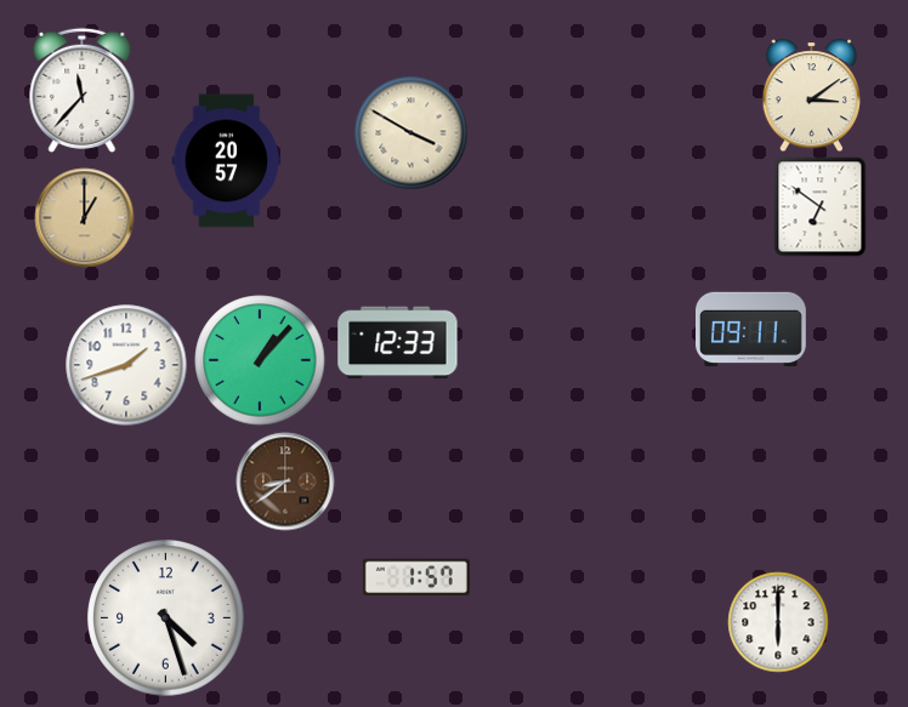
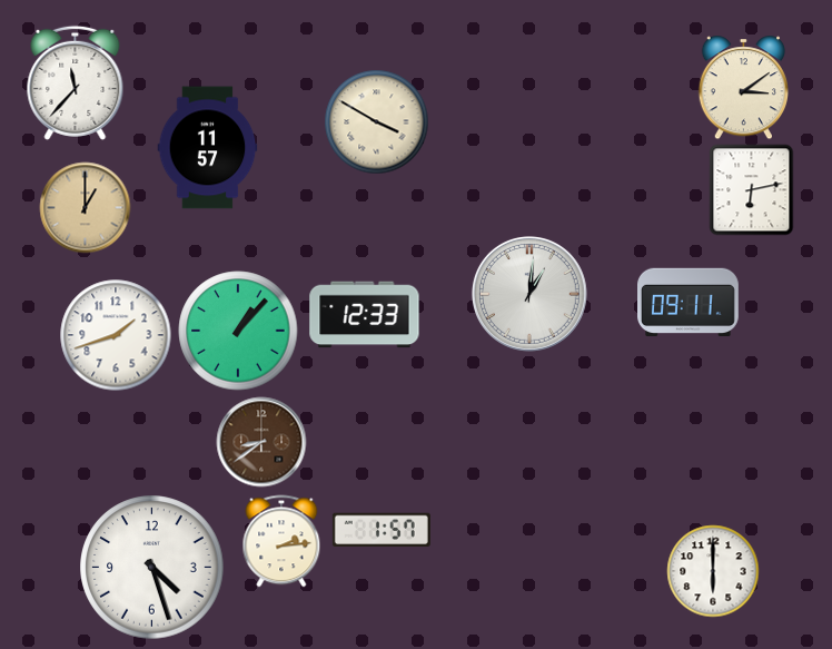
clock at (227, 161): 20:57 -> 11:57
clock at (821, 207): 6:51 -> 6:13
clock at (85, 218) position: (85, 218) -> (86, 208)
clock at (529, 294): none -> 1:01
clock at (281, 541): none -> 2:14
